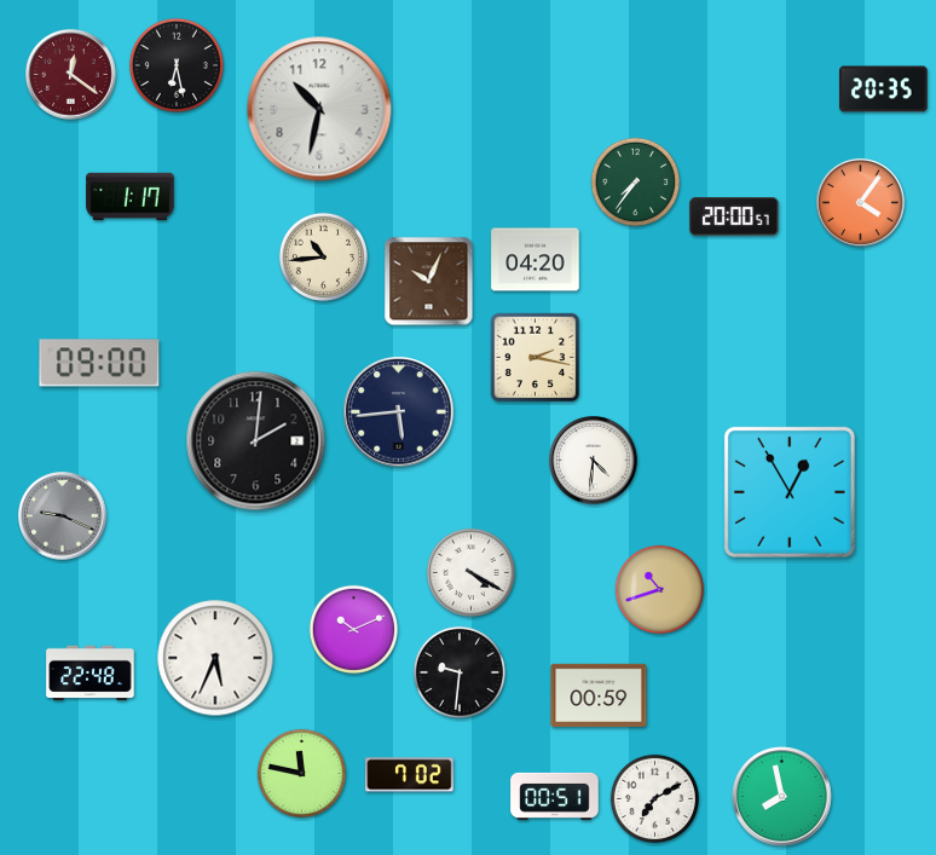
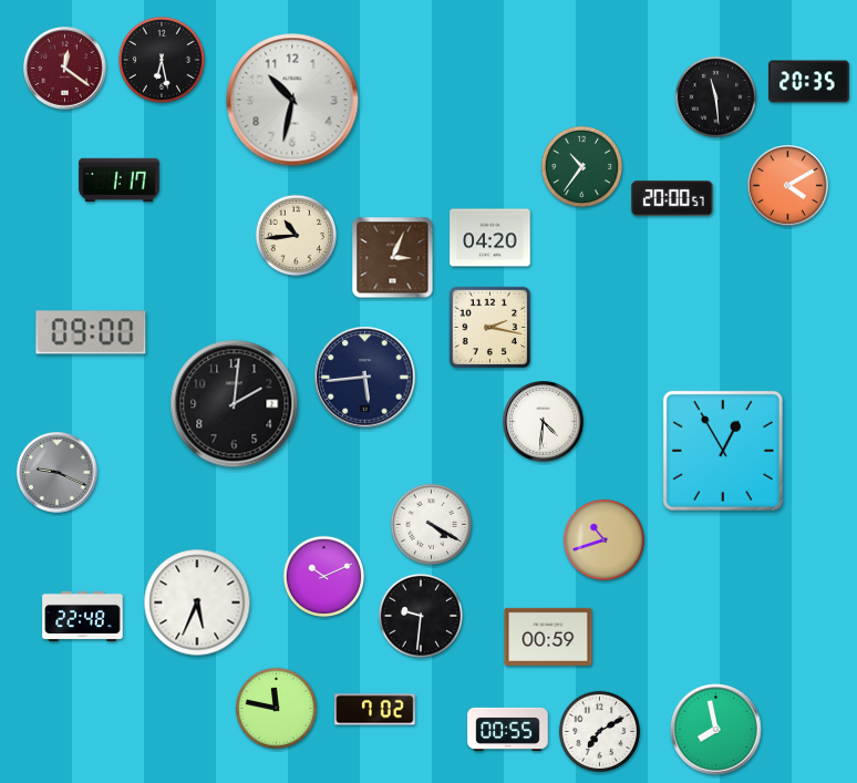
clock at (716, 97): none -> 11:29
clock at (636, 183): 7:36 -> 10:36
clock at (861, 203): 4:06 -> 4:10
clock at (429, 282): 10:04 -> 3:04
clock at (555, 796): 00:51 -> 00:55
